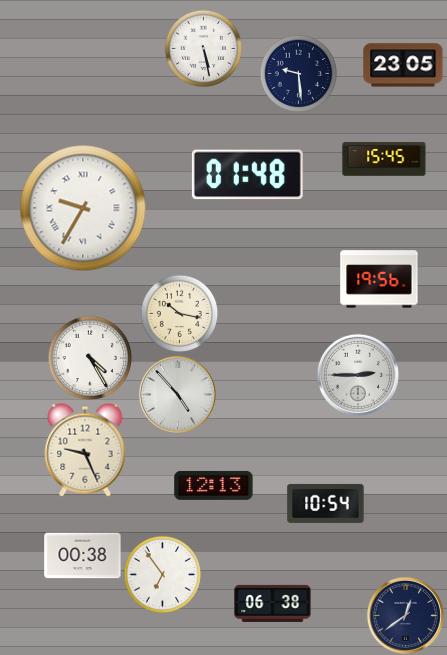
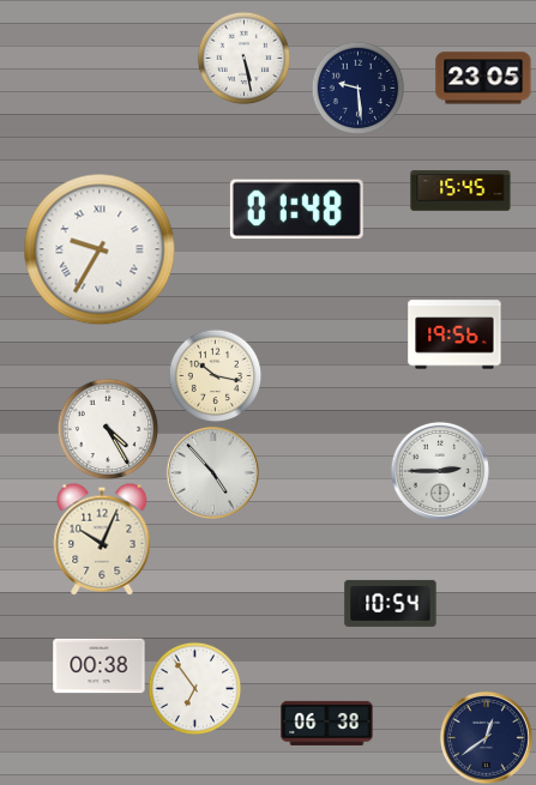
clock at (358, 375) position: (358, 375) -> (440, 471)
clock at (85, 450): 9:26 -> 10:04
clock at (214, 485): 12:13 -> none
